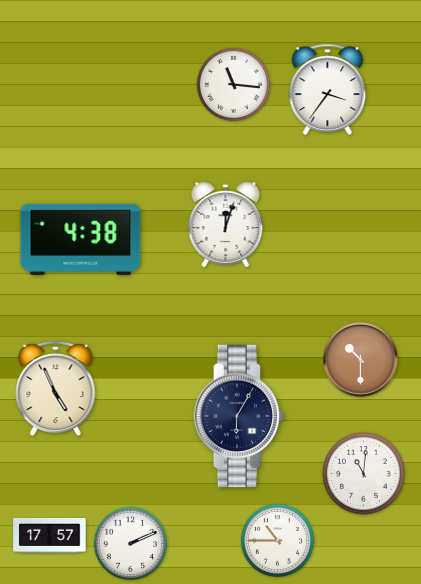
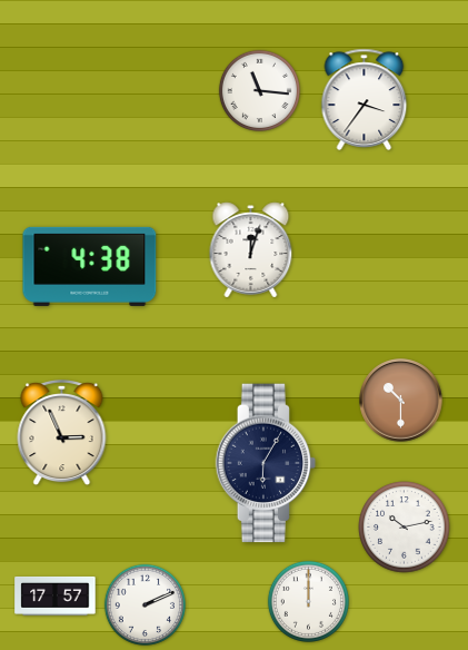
clock at (233, 84) position: (233, 84) -> (259, 90)
clock at (56, 389): 4:56 -> 2:56
clock at (364, 474): 11:01 -> 10:13
clock at (277, 540): 10:45 -> 12:00
